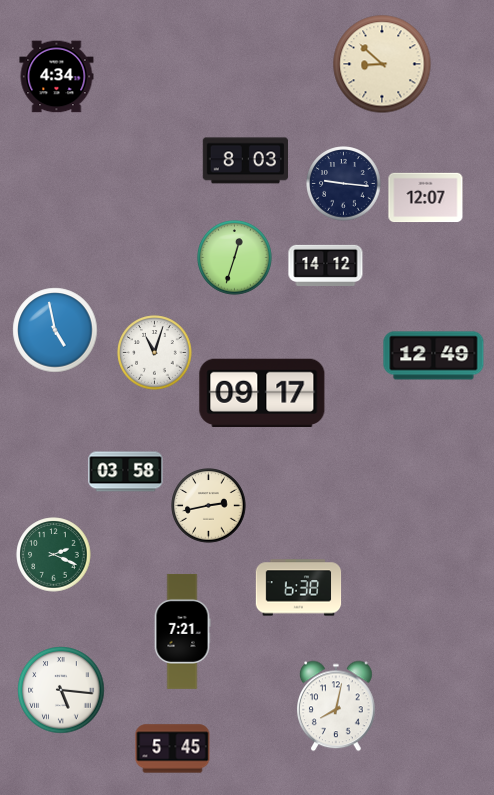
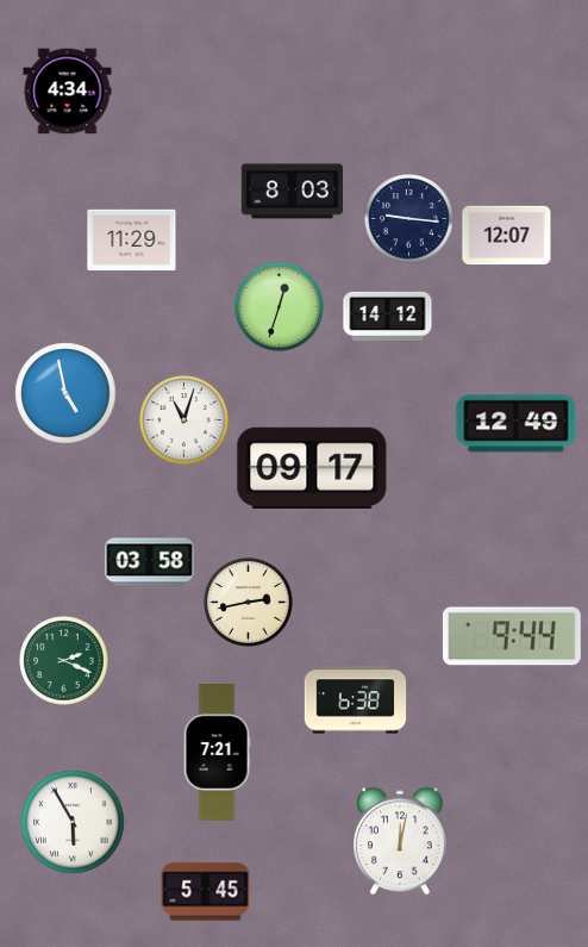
clock at (382, 64): 8:52 -> none
clock at (132, 241): none -> 11:29
clock at (512, 636): none -> 9:44
clock at (61, 690): 5:16 -> 5:55
clock at (337, 706): 8:02 -> 12:02
